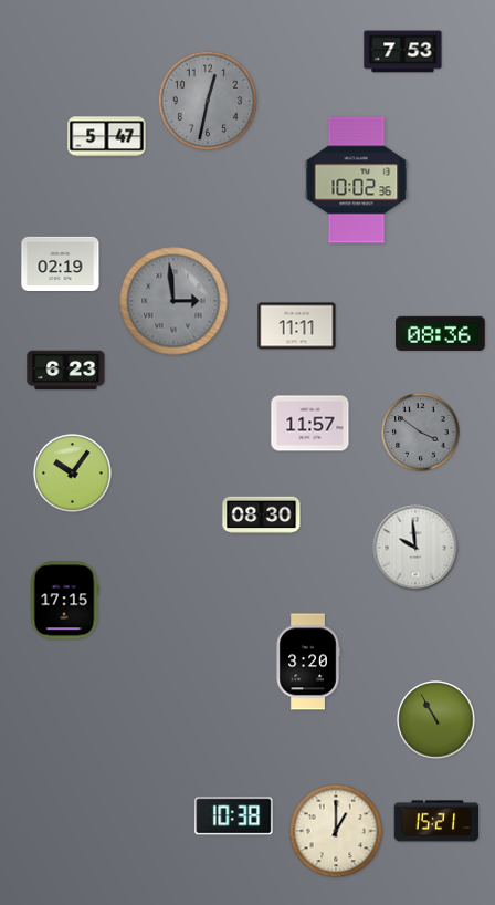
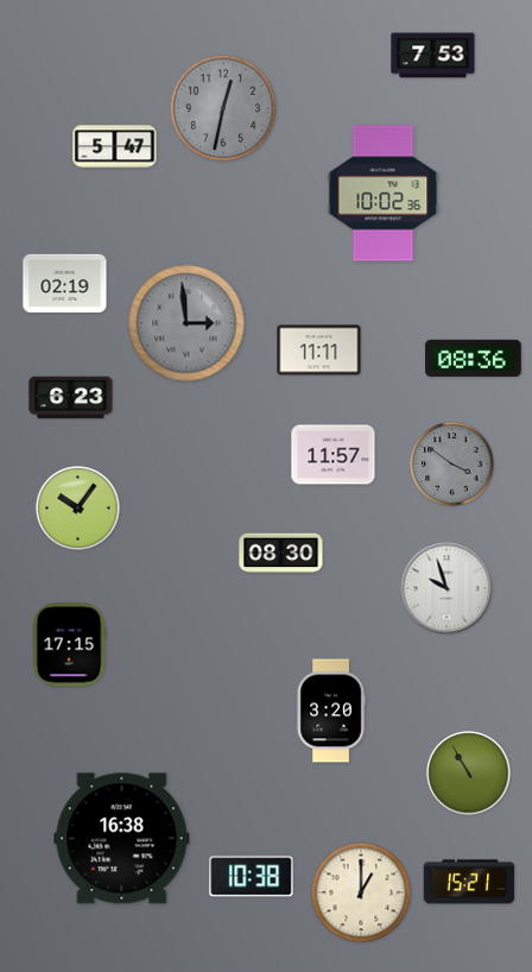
clock at (415, 548): 9:59 -> 9:57
clock at (122, 839): none -> 16:38
